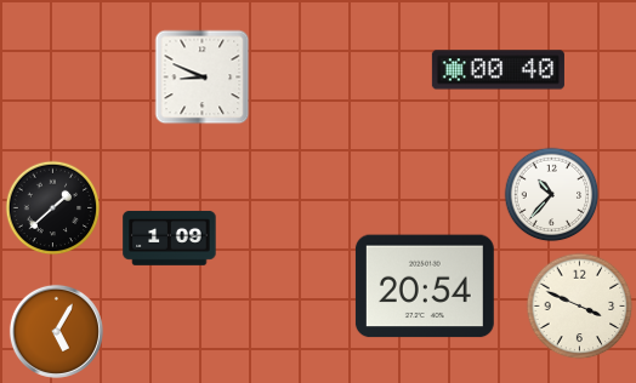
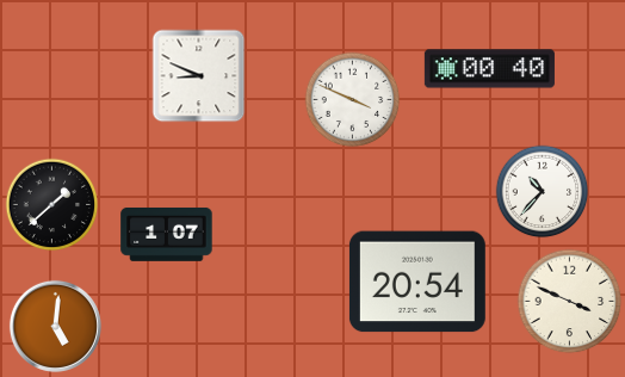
clock at (352, 99): none -> 3:49
clock at (170, 238): 1:09 -> 1:07
clock at (56, 331): 5:05 -> 5:01
